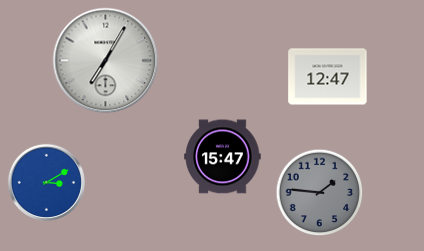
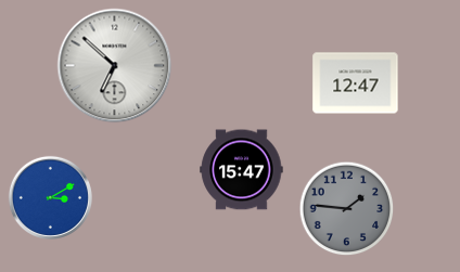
clock at (106, 61): 7:05 -> 6:52
